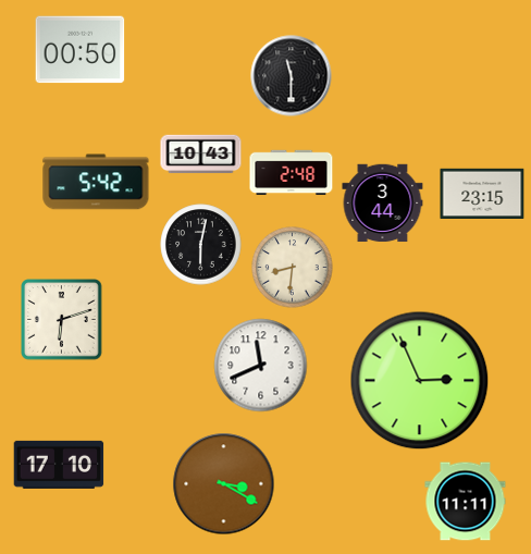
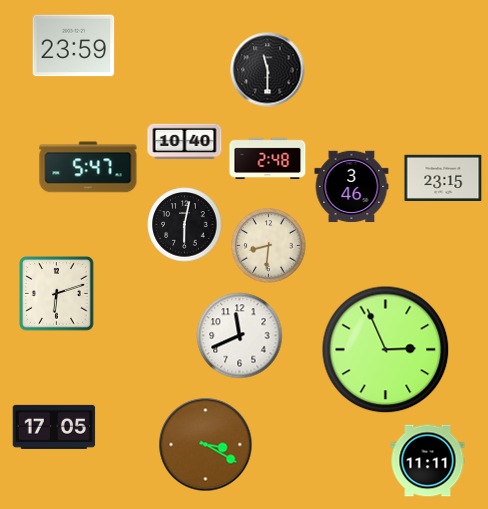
clock at (81, 50): 00:50 -> 23:59
clock at (201, 155): 10:43 -> 10:40
clock at (96, 182): 5:42 -> 5:47
clock at (383, 204): 3:44 -> 3:46
clock at (59, 465): 17:10 -> 17:05
